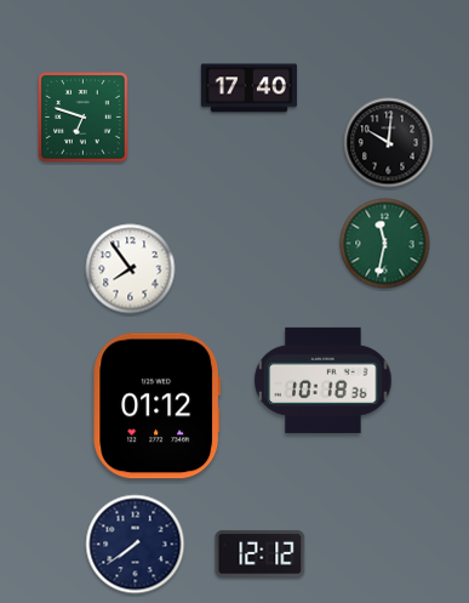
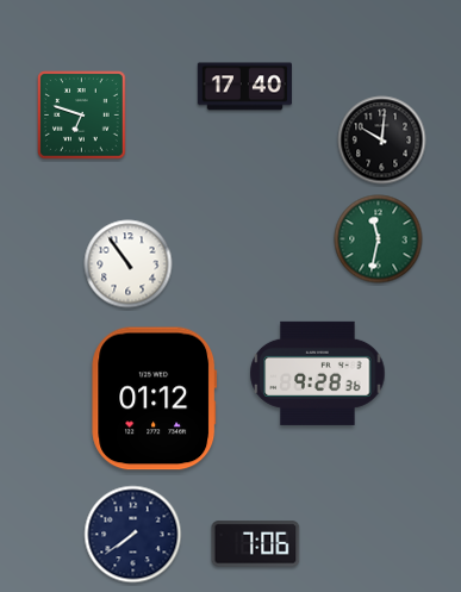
clock at (131, 269): 7:54 -> 10:54
clock at (324, 380): 10:18 -> 9:28
clock at (261, 554): 12:12 -> 7:06
